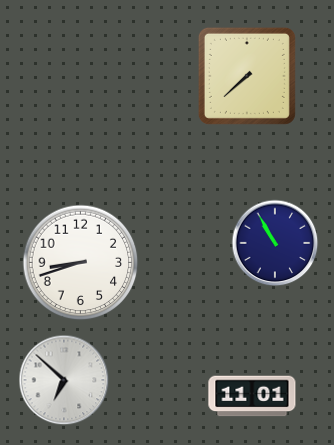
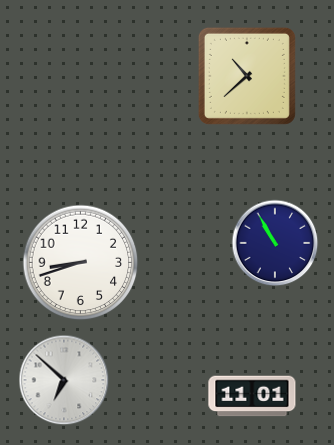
clock at (247, 76): 7:38 -> 10:38
